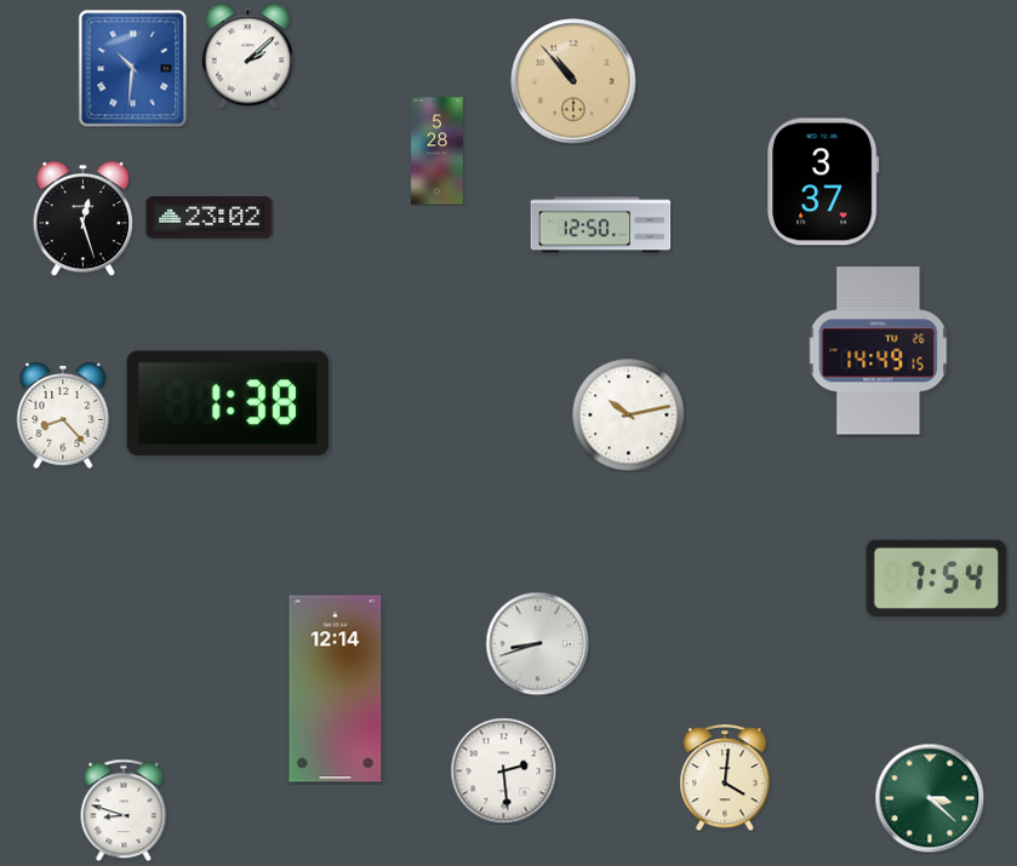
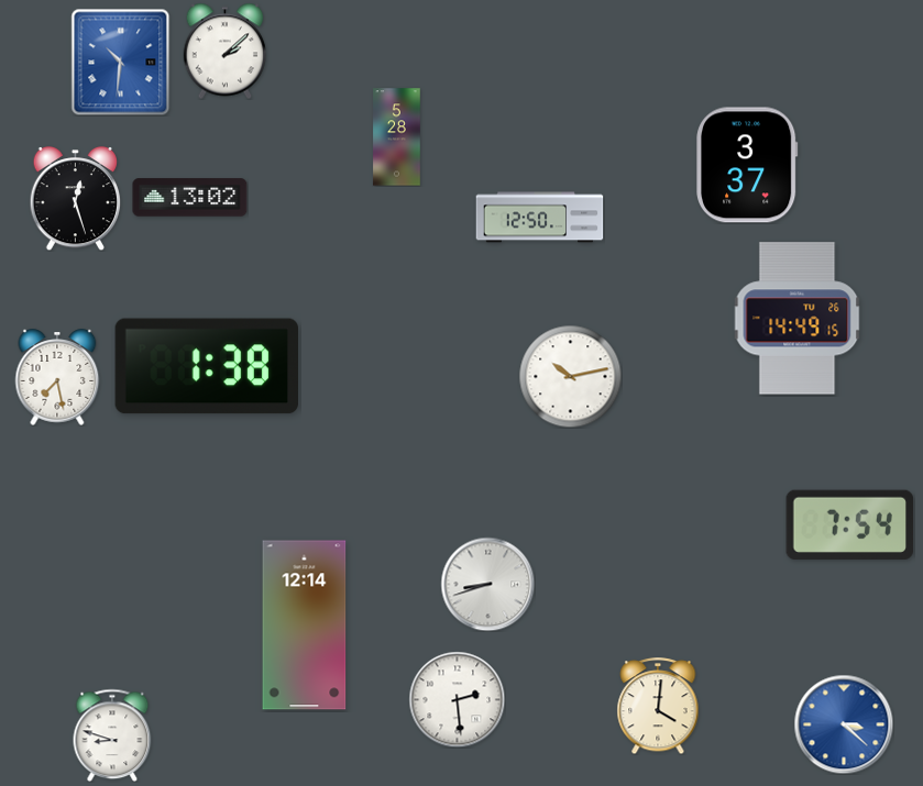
clock at (573, 81): 10:53 -> none
clock at (210, 218): 23:02 -> 13:02
clock at (601, 225) position: (601, 225) -> (540, 218)
clock at (63, 415): 8:23 -> 7:28
clock at (930, 798) dial: green -> blue
